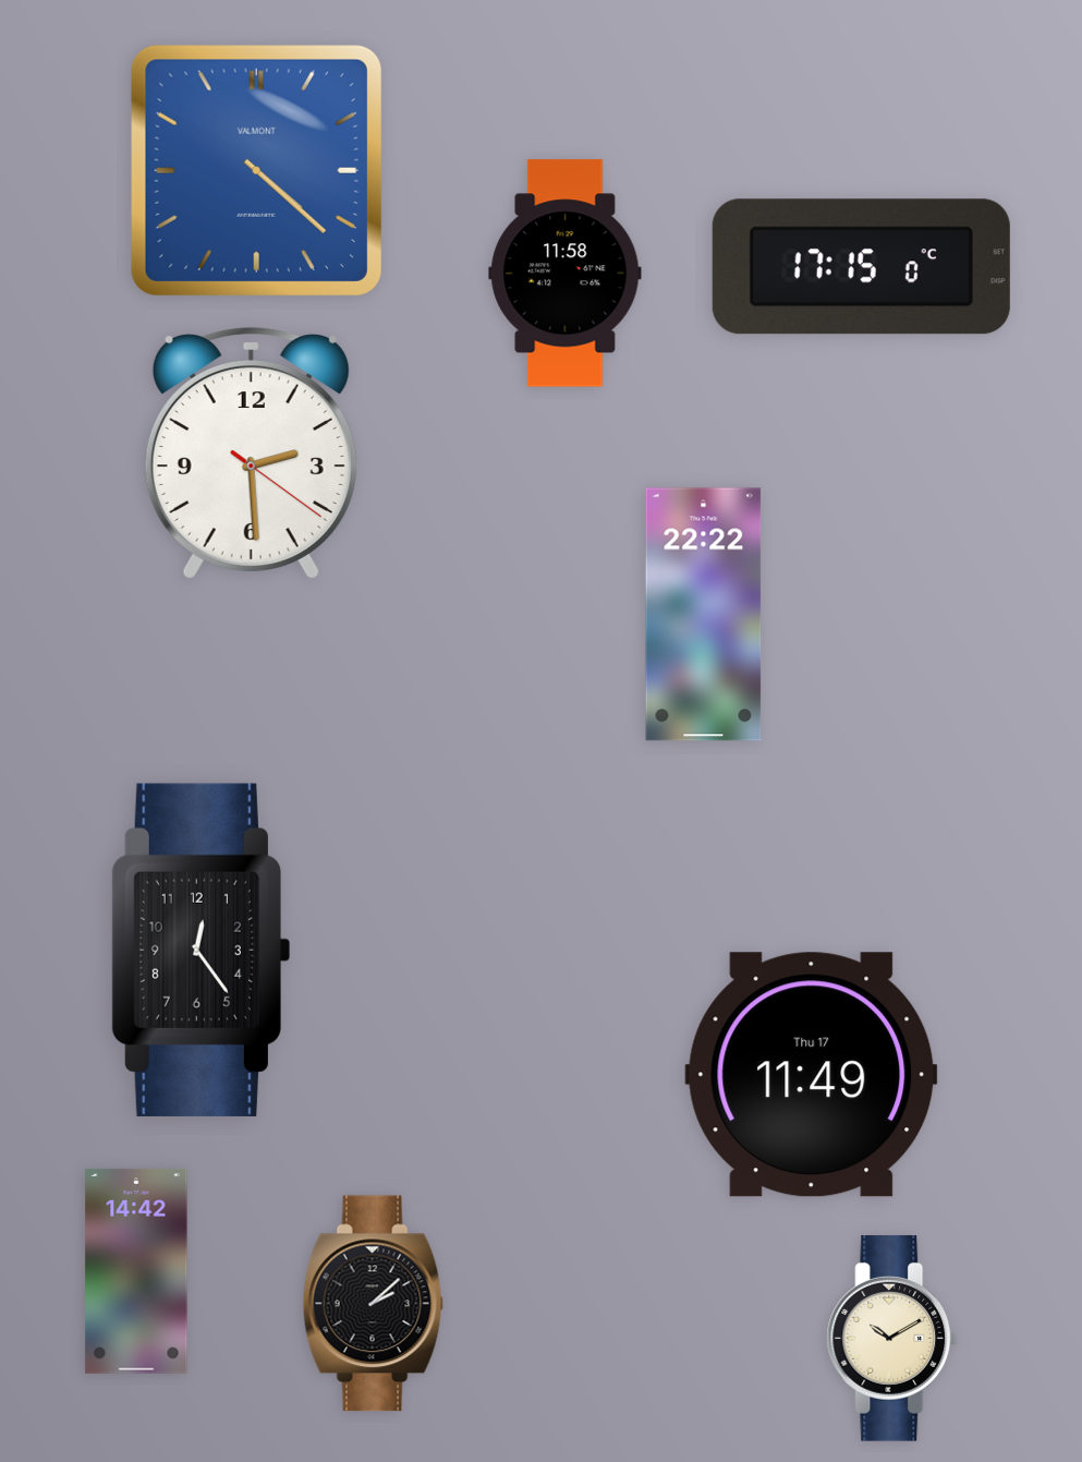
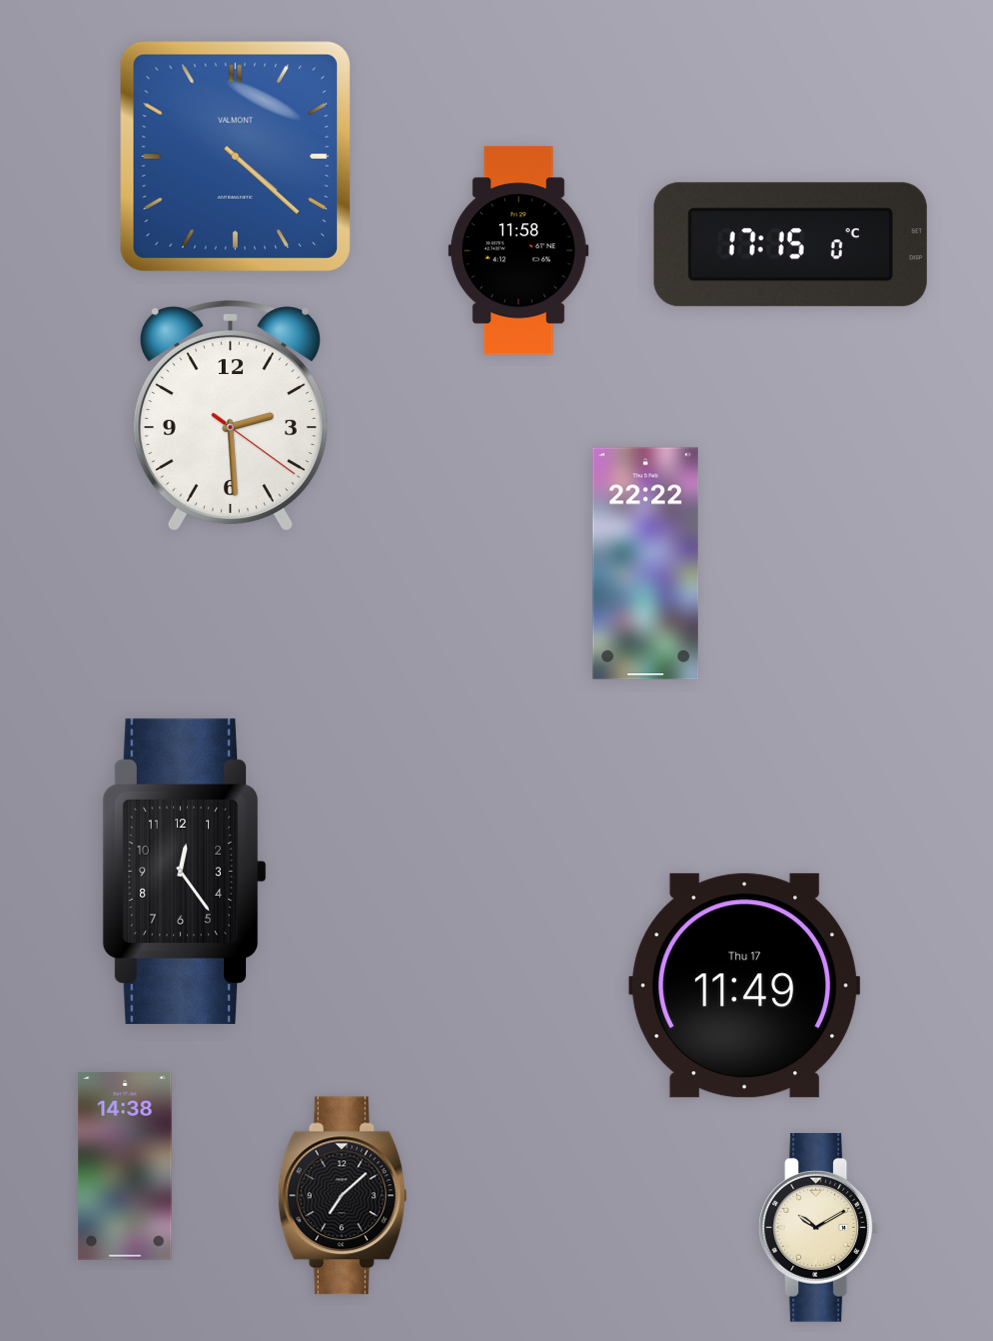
clock at (136, 1271): 14:42 -> 14:38
clock at (373, 1304): 2:08 -> 7:08
